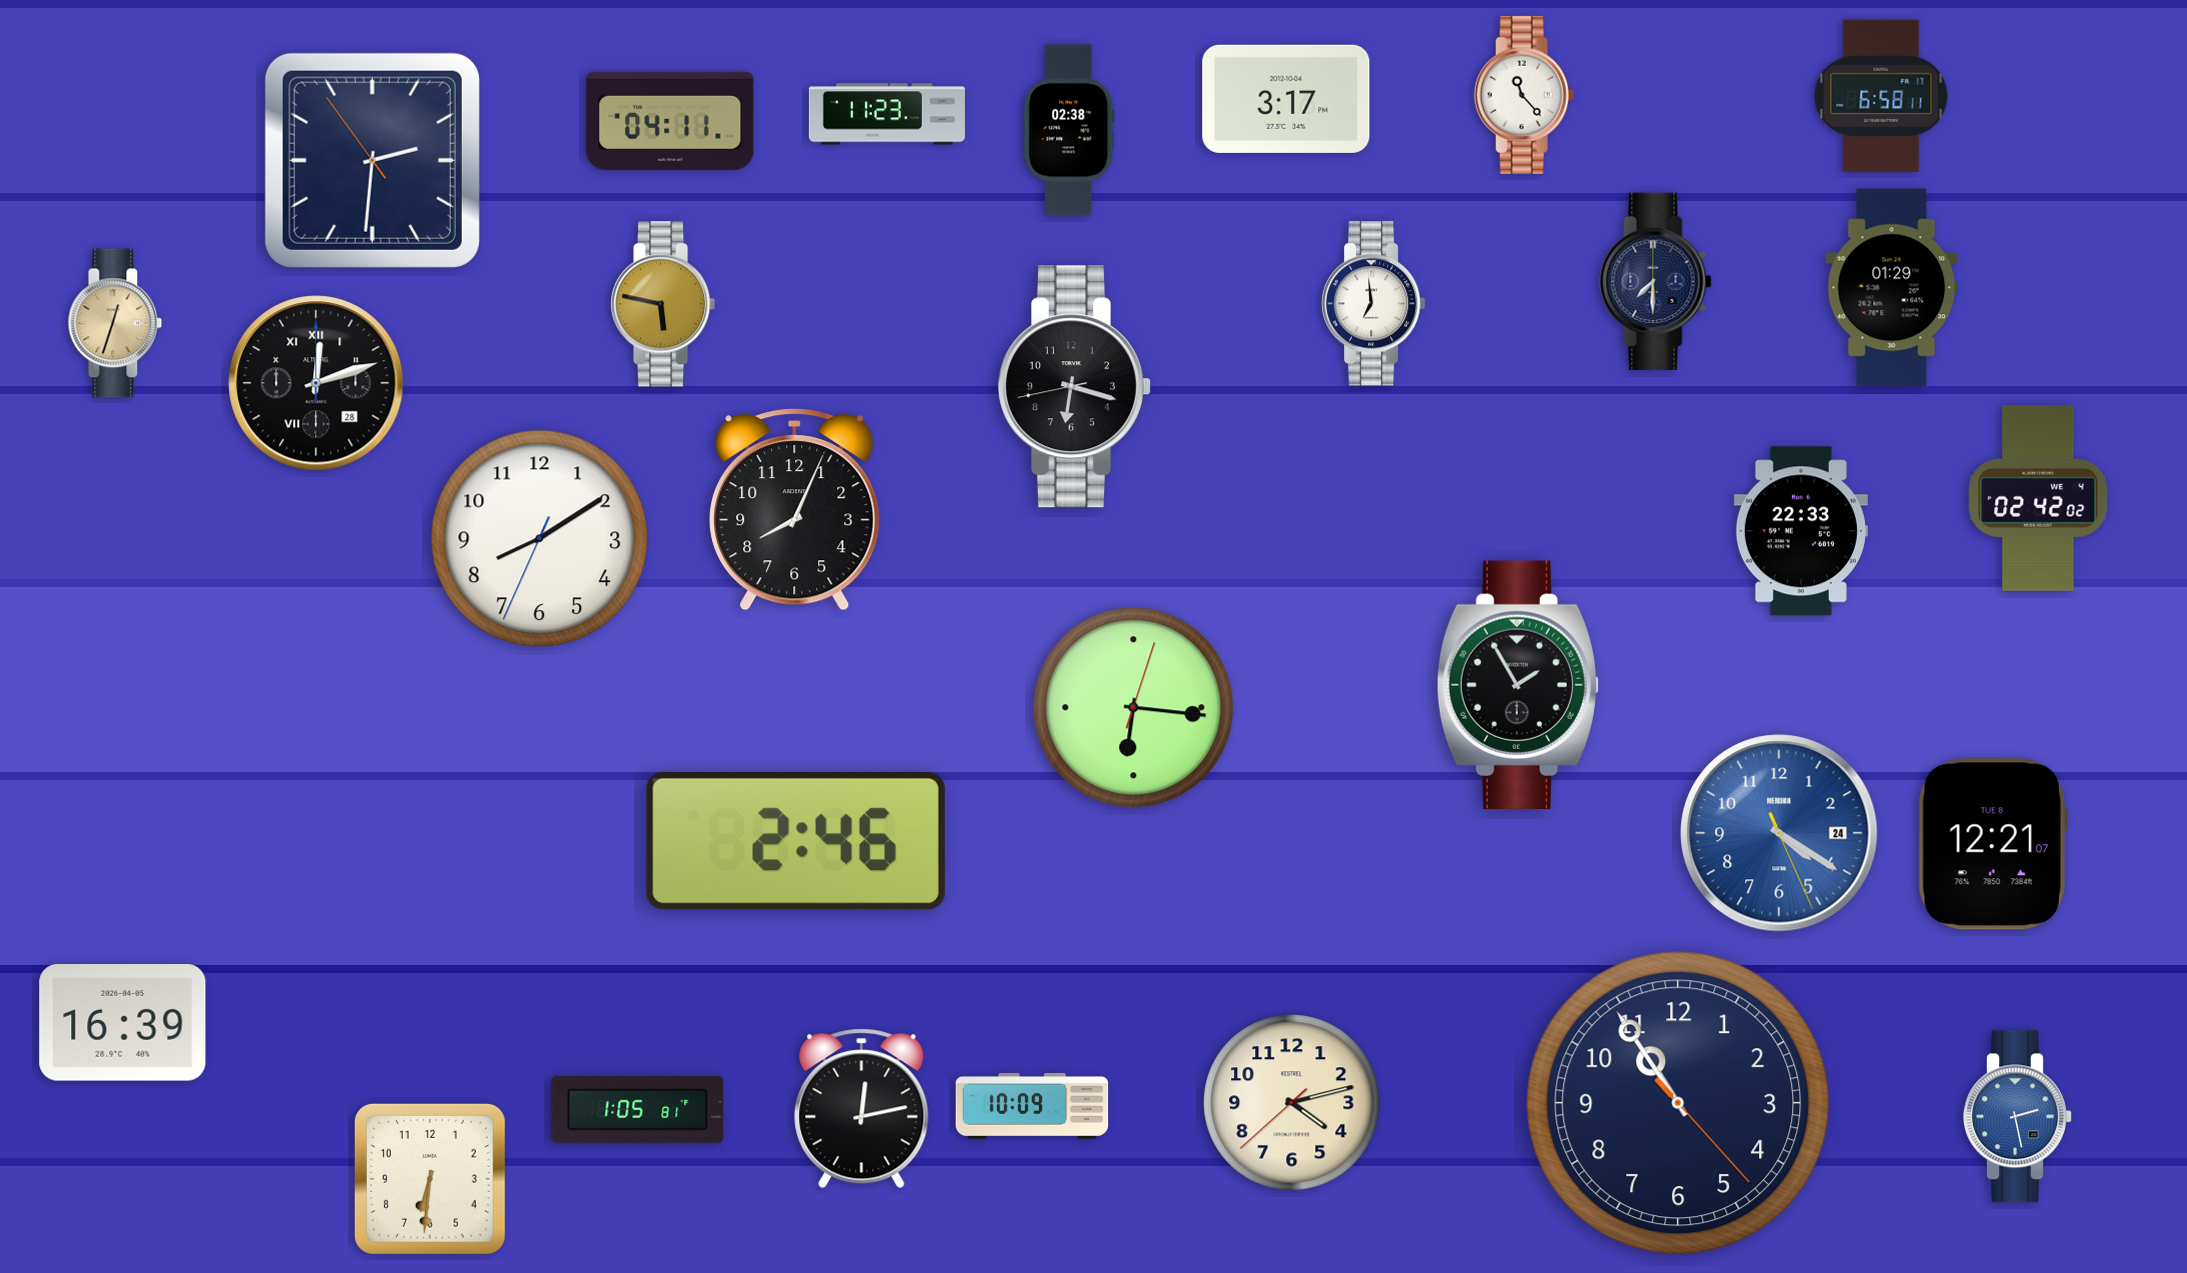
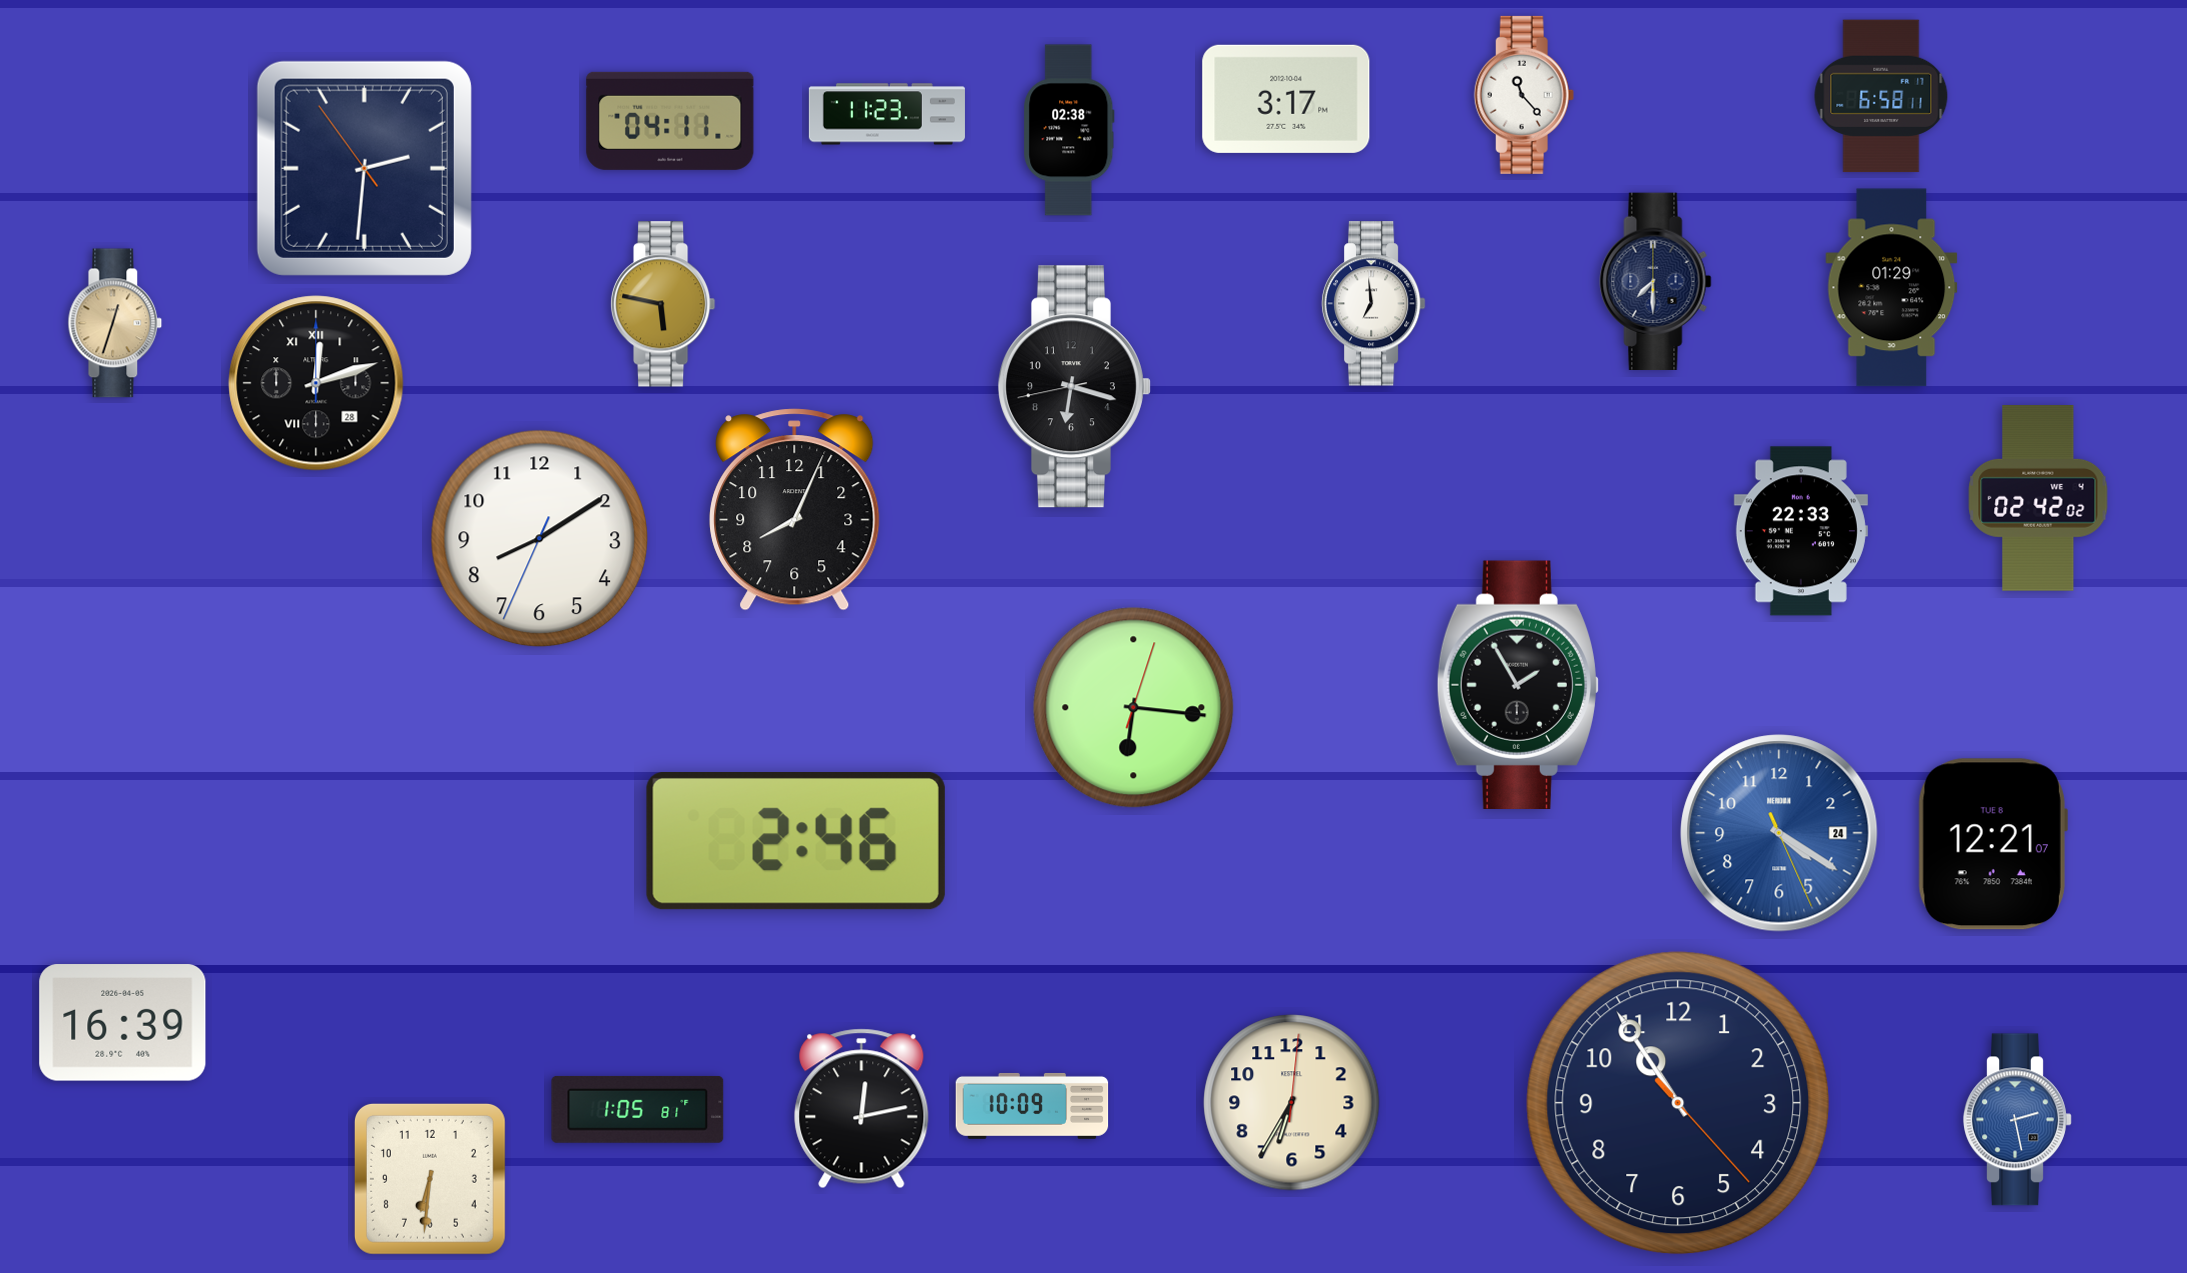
clock at (372, 160) position: (372, 160) -> (364, 168)
clock at (1292, 1103): 4:12 -> 6:35
clock at (2018, 1117) position: (2018, 1117) -> (2018, 1120)
